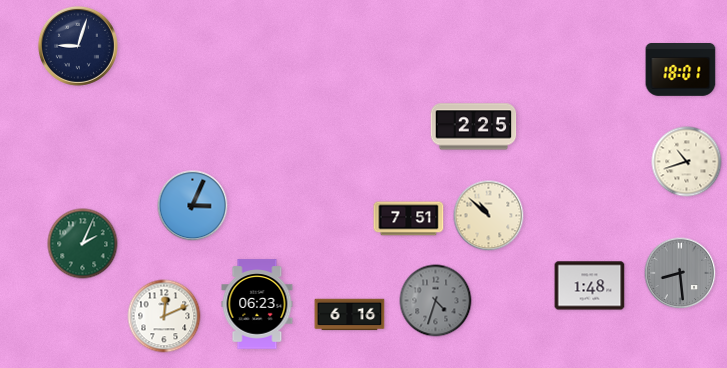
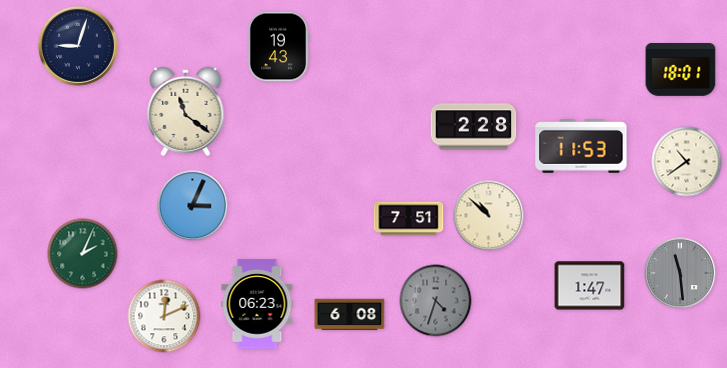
clock at (278, 47): none -> 19:43
clock at (186, 111): none -> 11:21
clock at (474, 127): 2:25 -> 2:28
clock at (581, 147): none -> 11:53
clock at (687, 162): 10:42 -> 10:39
clock at (83, 244) position: (83, 244) -> (83, 254)
clock at (680, 273): 8:29 -> 11:29
clock at (590, 286): 1:48 -> 1:47
clock at (350, 315): 6:16 -> 6:08
